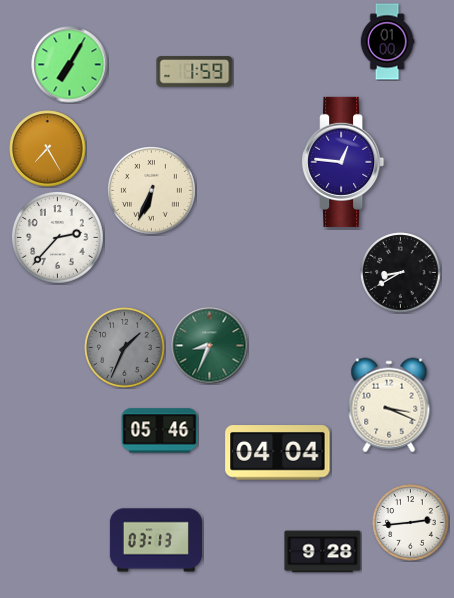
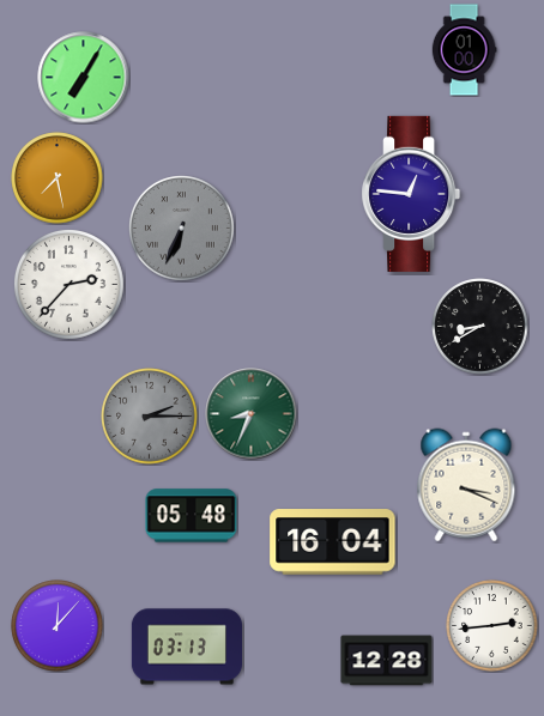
clock at (195, 72): 1:59 -> none
clock at (48, 149): 7:25 -> 7:28
clock at (152, 191) dial: cream -> grey
clock at (125, 348): 1:34 -> 2:15
clock at (160, 431): 05:46 -> 05:48
clock at (278, 453): 04:04 -> 16:04
clock at (58, 626): none -> 12:07
clock at (323, 552): 9:28 -> 12:28
